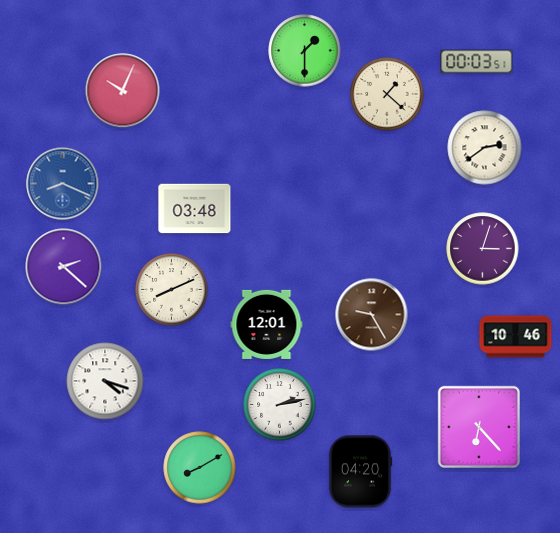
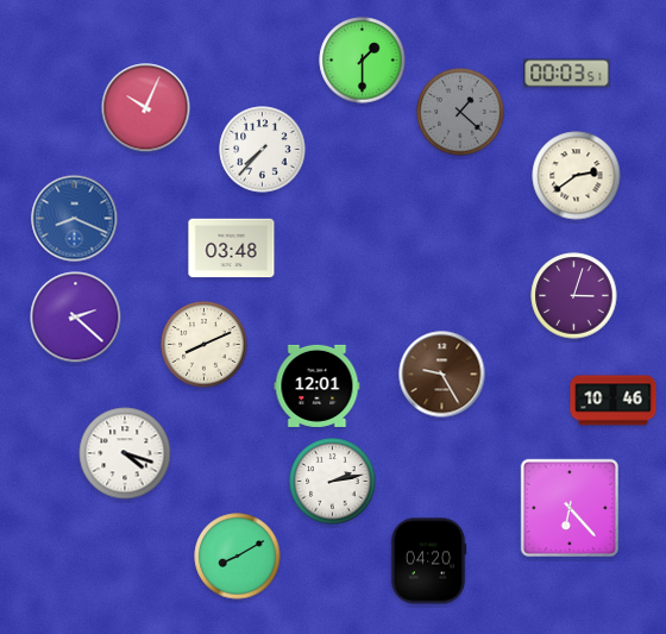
clock at (387, 94) dial: cream -> grey
clock at (263, 150): none -> 7:37
